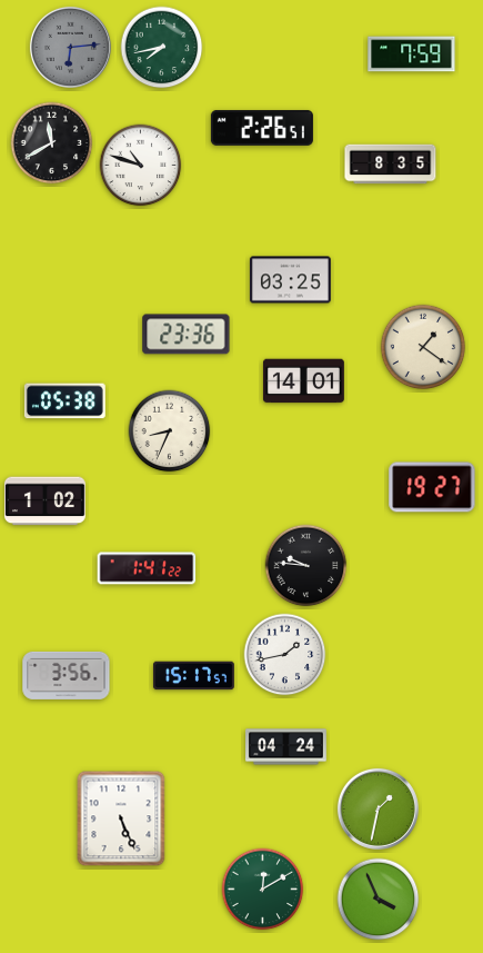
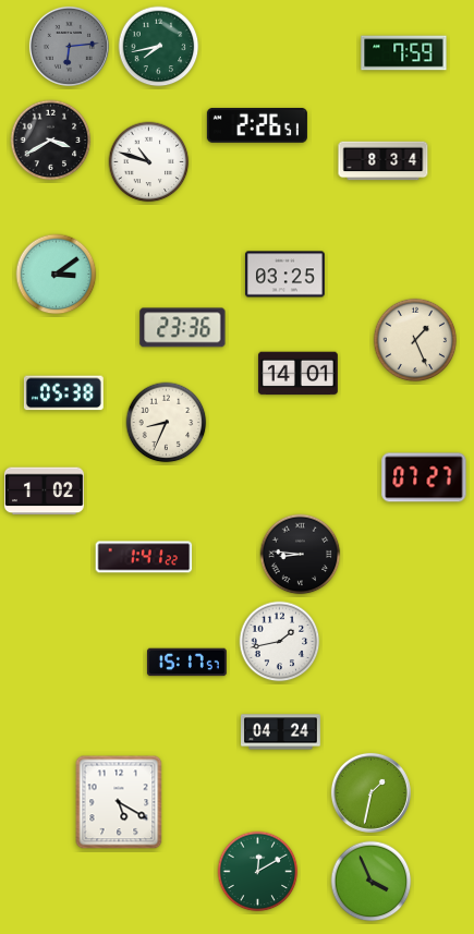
clock at (52, 143): 11:40 -> 3:40
clock at (391, 165): 8:35 -> 8:34
clock at (141, 166) position: (141, 166) -> (149, 162)
clock at (57, 275): none -> 3:09
clock at (423, 347): 1:21 -> 1:26
clock at (432, 487): 19:27 -> 07:27
clock at (306, 566): 9:46 -> 8:46
clock at (67, 675): 3:56 -> none
clock at (193, 676) position: (193, 676) -> (186, 663)
clock at (121, 818): 5:26 -> 5:20
